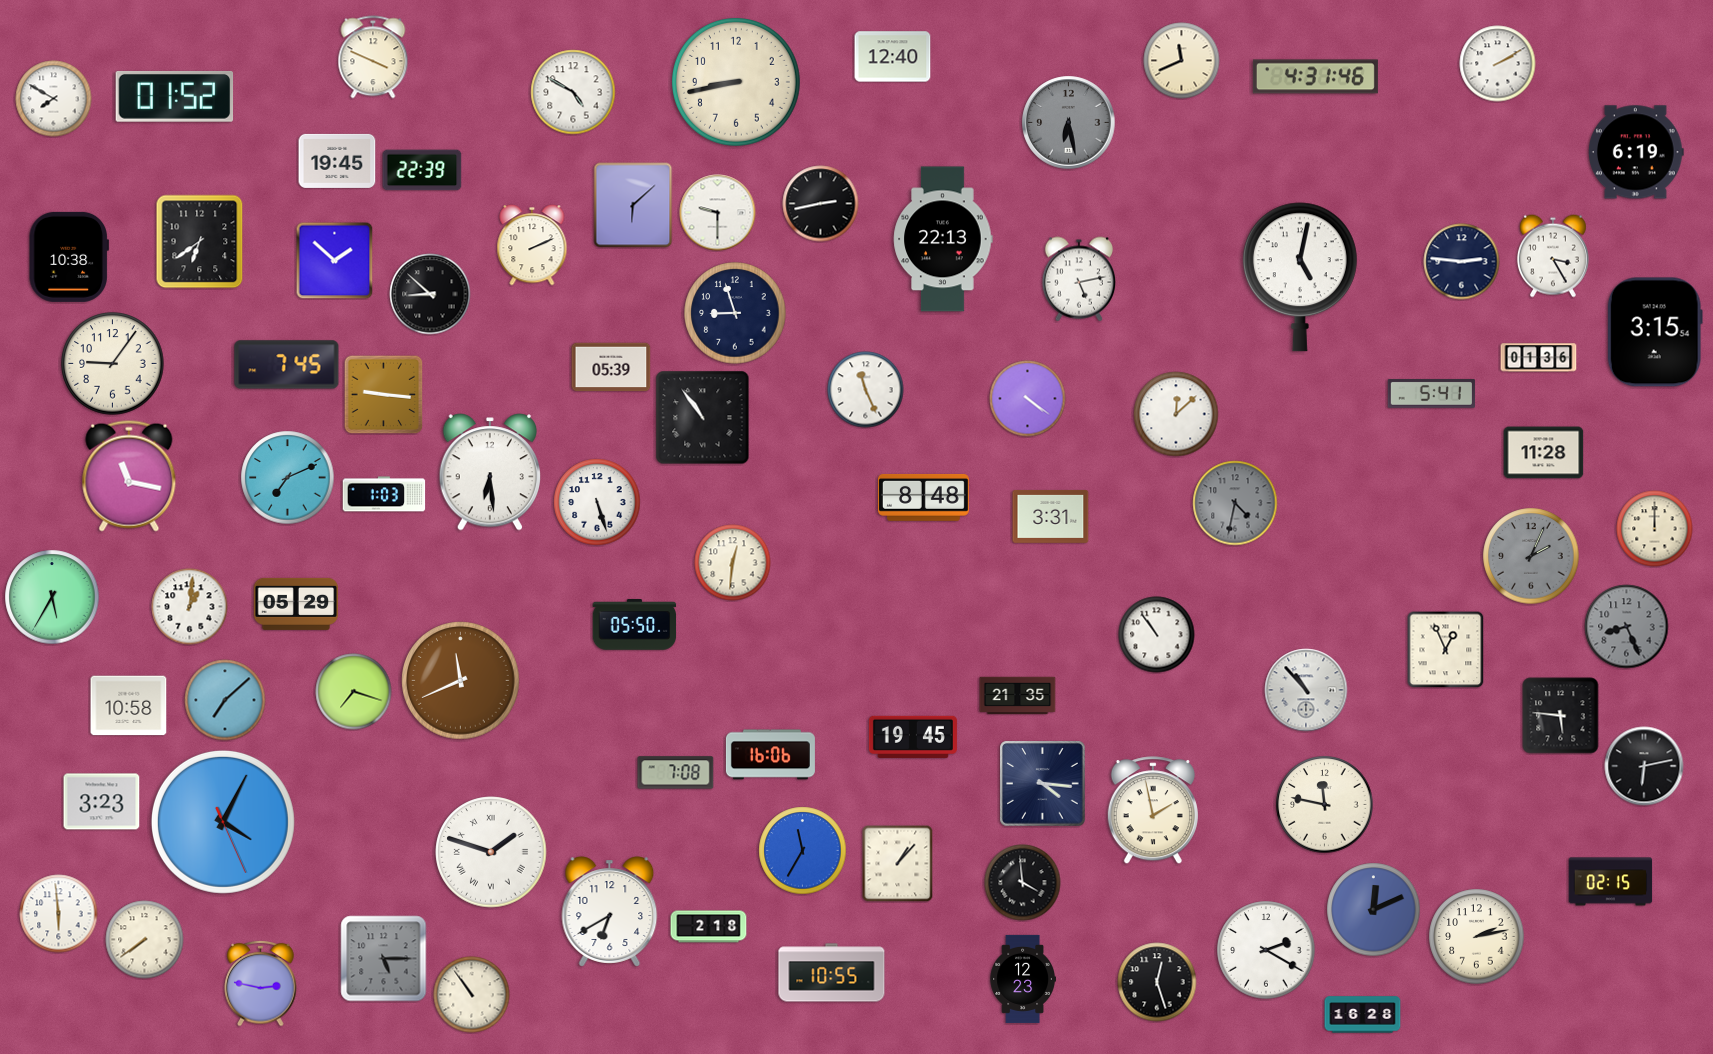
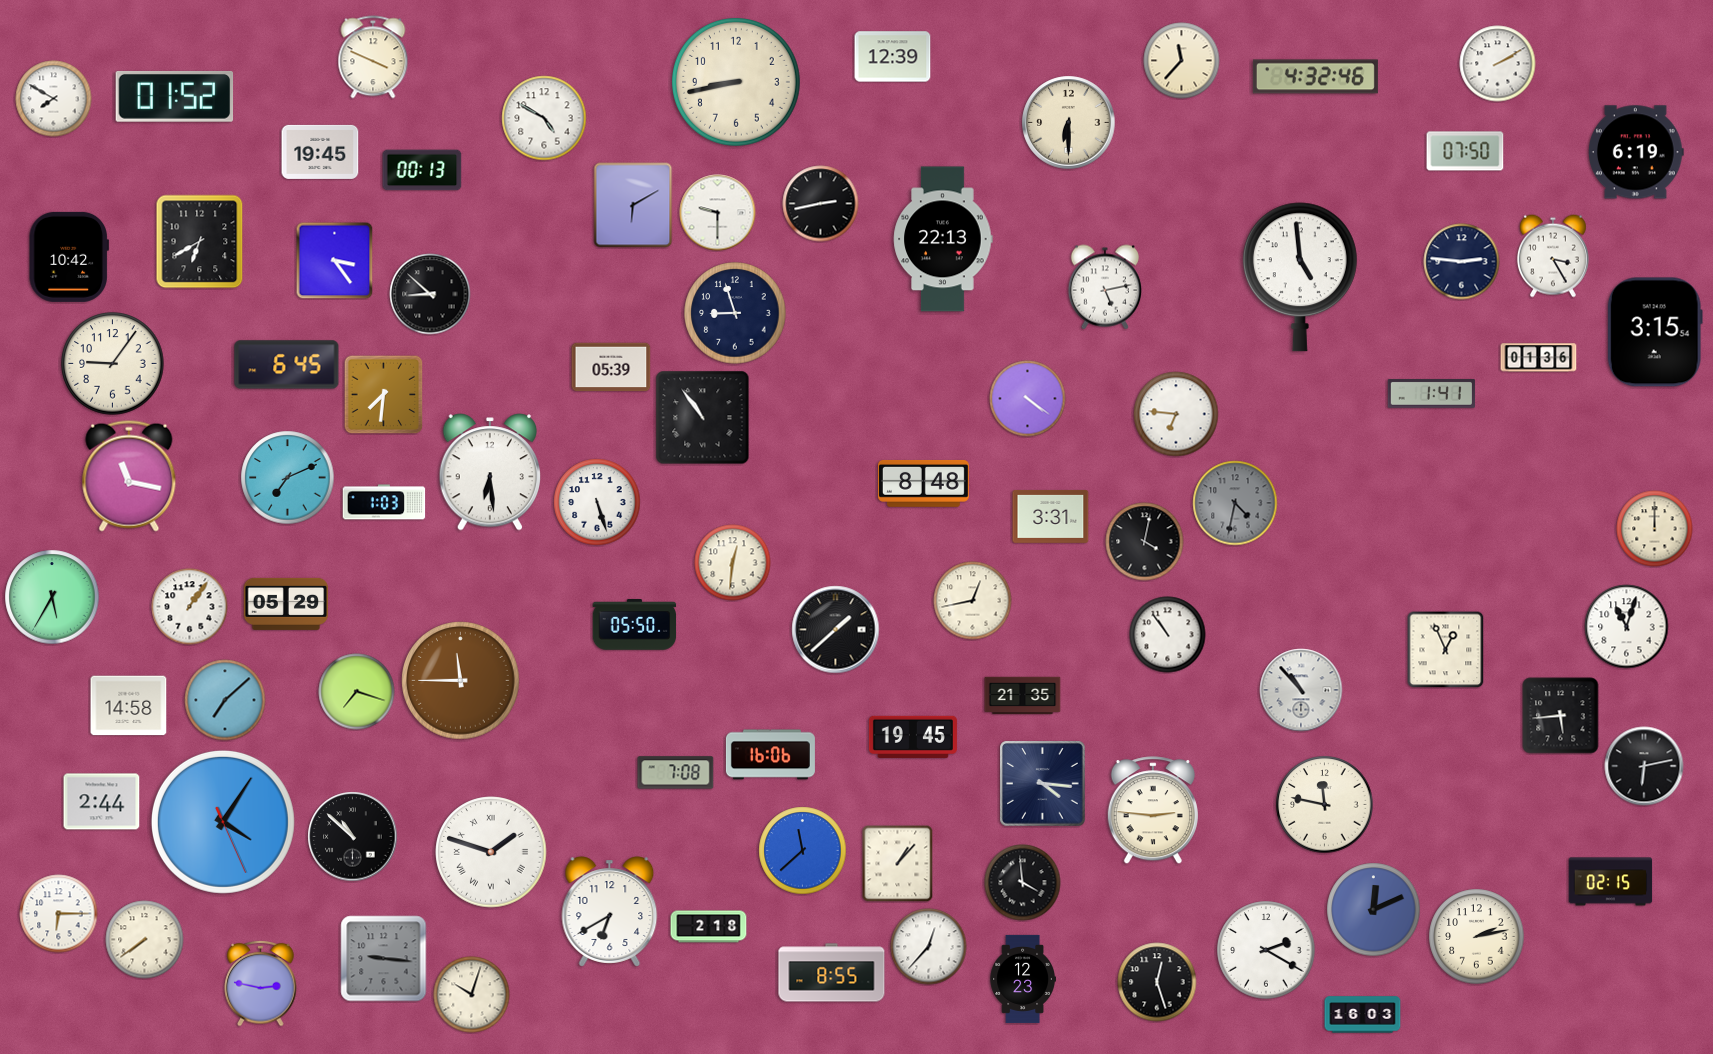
clock at (893, 57): 12:40 -> 12:39
clock at (1182, 61): 11:41 -> 11:37
clock at (1315, 77): 4:31 -> 4:32
clock at (573, 92) position: (573, 92) -> (544, 118)
clock at (1069, 123): 6:28 -> 6:30
clock at (1069, 123) dial: grey -> cream
clock at (1465, 151): none -> 07:50
clock at (337, 161) position: (337, 161) -> (320, 152)
clock at (422, 170): 22:39 -> 00:13
clock at (633, 205): 6:08 -> 6:10
clock at (200, 242): 6:39 -> 6:40
clock at (532, 245): 2:11 -> none
clock at (69, 257): 10:38 -> 10:42
clock at (334, 260): 1:52 -> 3:24
clock at (1300, 277): 5:02 -> 4:59
clock at (1078, 279) position: (1078, 279) -> (1104, 287)
clock at (287, 365): 7:45 -> 6:45
clock at (866, 390): 11:26 -> none
clock at (383, 394): 9:16 -> 7:31
clock at (1431, 394): 5:41 -> 1:41
clock at (1176, 414): 12:08 -> 6:46
clock at (1544, 453): 11:28 -> none
clock at (384, 494) position: (384, 494) -> (384, 502)
clock at (923, 497) position: (923, 497) -> (923, 483)
clock at (1145, 542): none -> 4:02
clock at (1531, 556): 2:04 -> none
clock at (973, 601): none -> 12:43
clock at (296, 604) position: (296, 604) -> (286, 604)
clock at (190, 607): 1:01 -> 1:06
clock at (1627, 627): 8:26 -> 11:03
clock at (1627, 627) dial: grey -> white
clock at (836, 630): none -> 1:38
clock at (1157, 635) position: (1157, 635) -> (1168, 635)
clock at (461, 681): 11:41 -> 11:45
clock at (1306, 690) position: (1306, 690) -> (1301, 690)
clock at (354, 692) position: (354, 692) -> (357, 692)
clock at (1018, 696) position: (1018, 696) -> (1023, 696)
clock at (129, 706): 10:58 -> 14:58
clock at (1561, 716): 5:46 -> 5:44
clock at (102, 802): 3:23 -> 2:44
clock at (1153, 811): 1:58 -> 2:46
clock at (223, 822): 4:04 -> 4:05
clock at (353, 837): none -> 10:52
clock at (803, 851): 11:35 -> 11:38
clock at (59, 914): 5:59 -> 6:15
clock at (929, 947): none -> 12:37
clock at (384, 959): 5:15 -> 9:16
clock at (832, 973): 10:55 -> 8:55
clock at (472, 995): 10:54 -> 10:03
clock at (1363, 1015): 16:28 -> 16:03
